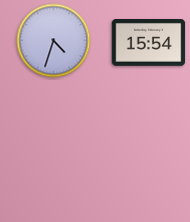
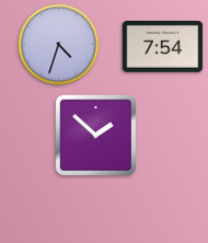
clock at (149, 43): 15:54 -> 7:54
clock at (96, 136): none -> 1:52
